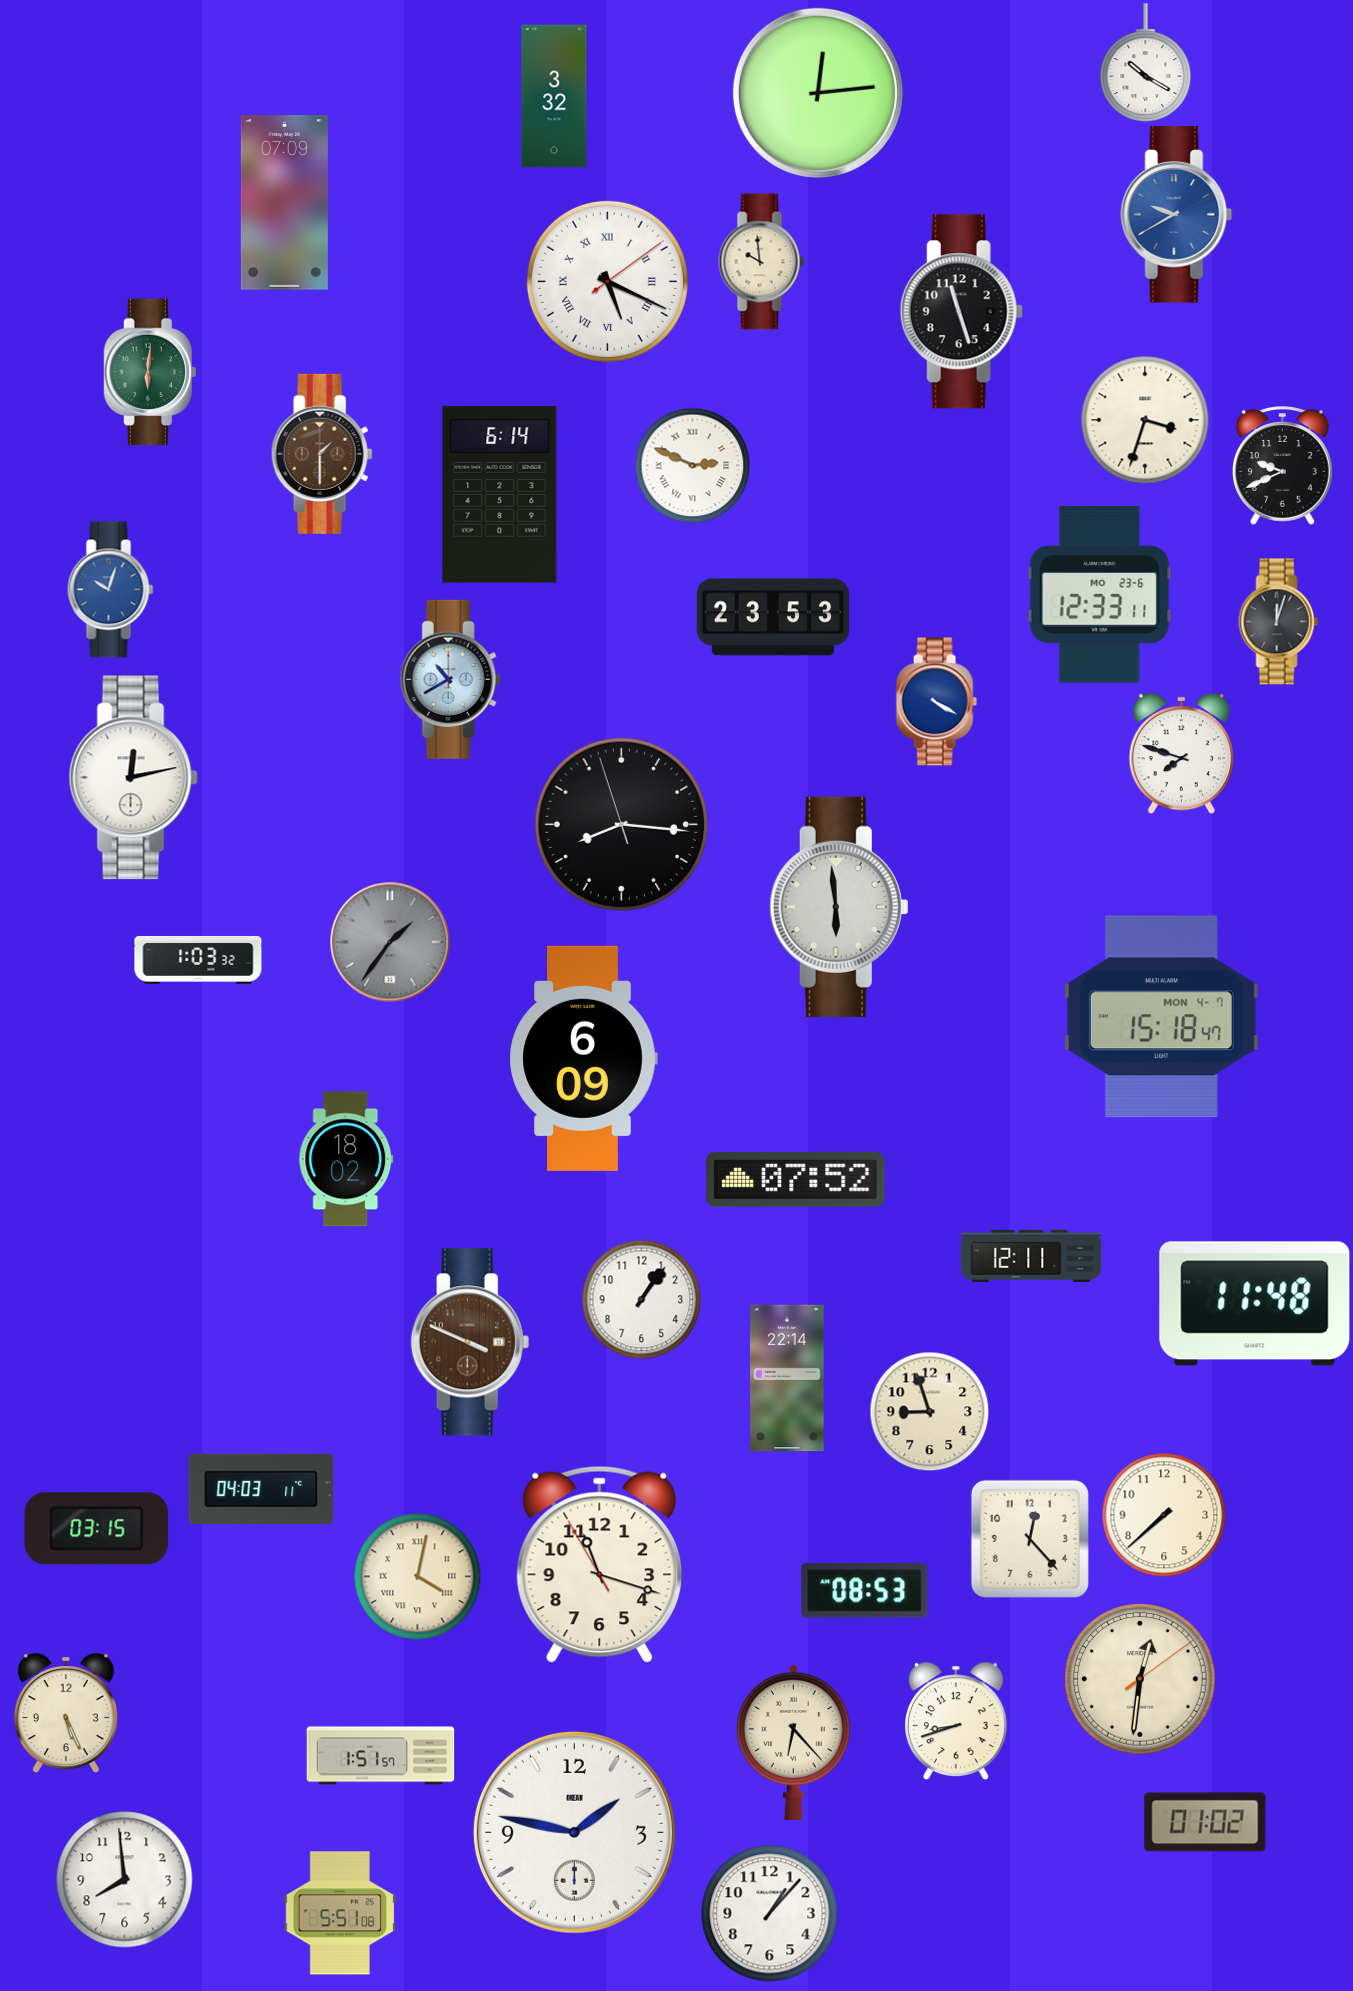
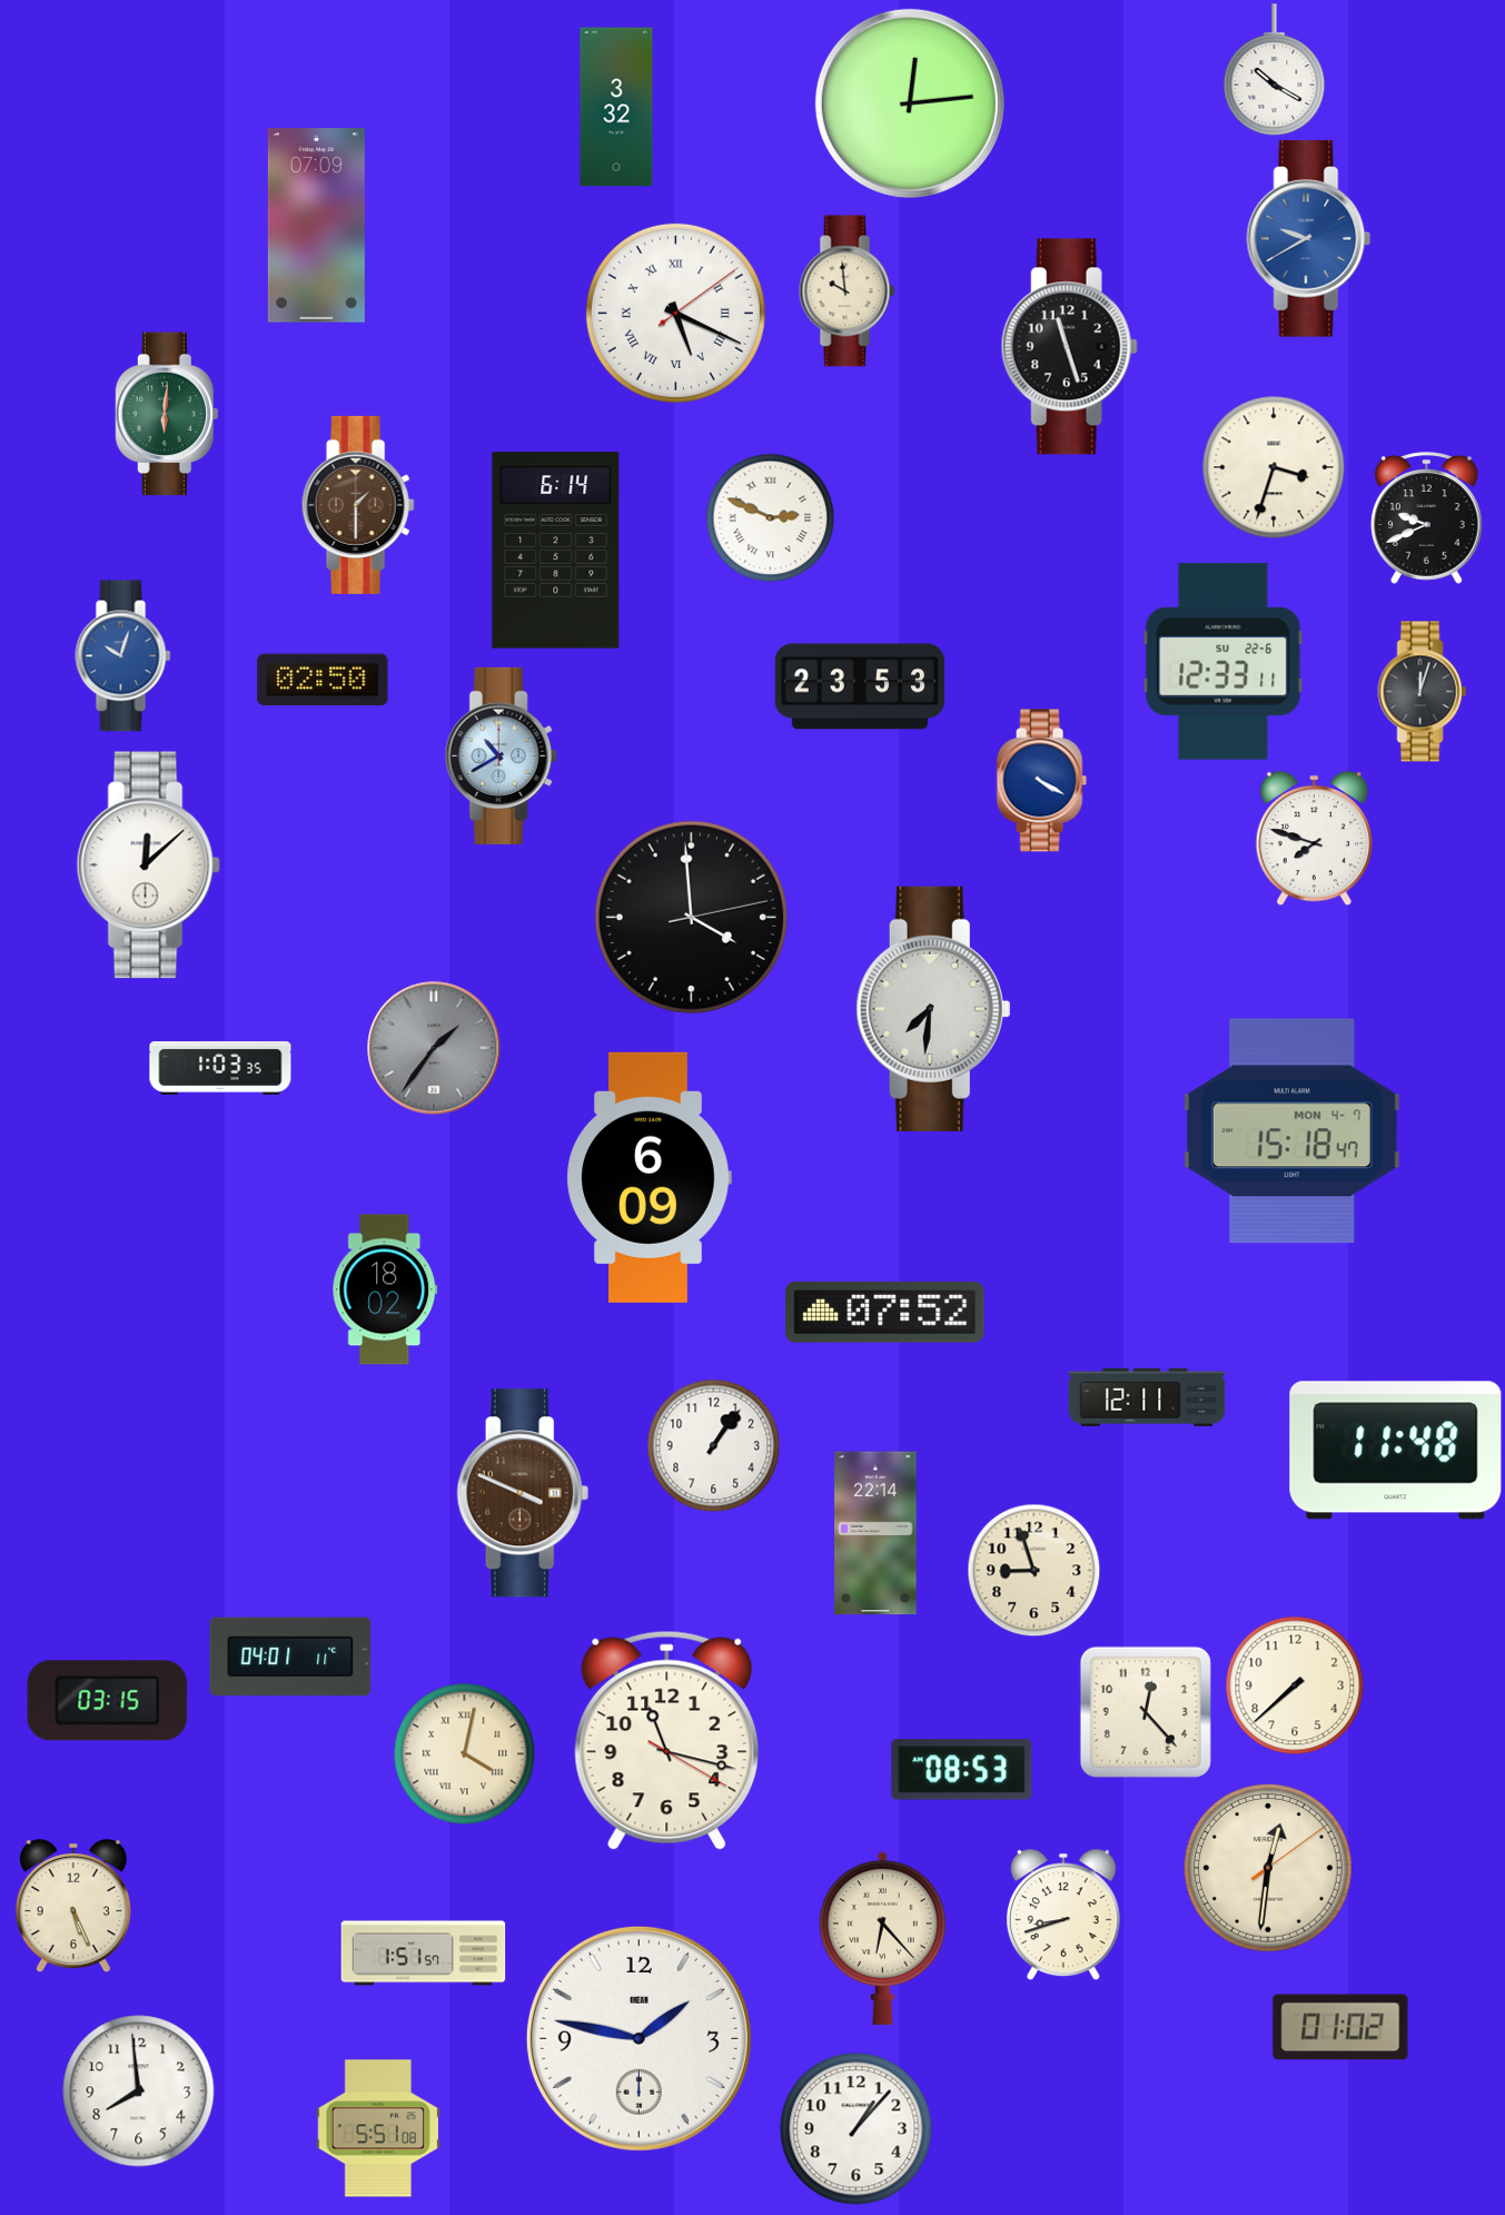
clock at (1100, 595) date: MO 23-6 -> SU 22-6
clock at (323, 680): none -> 02:50
clock at (133, 778): 12:13 -> 12:08
clock at (621, 824): 8:15 -> 3:59
clock at (839, 907): 5:59 -> 7:31
clock at (198, 960): 1:03:32 -> 1:03:35
clock at (261, 1489): 04:03 -> 04:01
clock at (600, 1565): 11:17:55 -> 11:17:20
